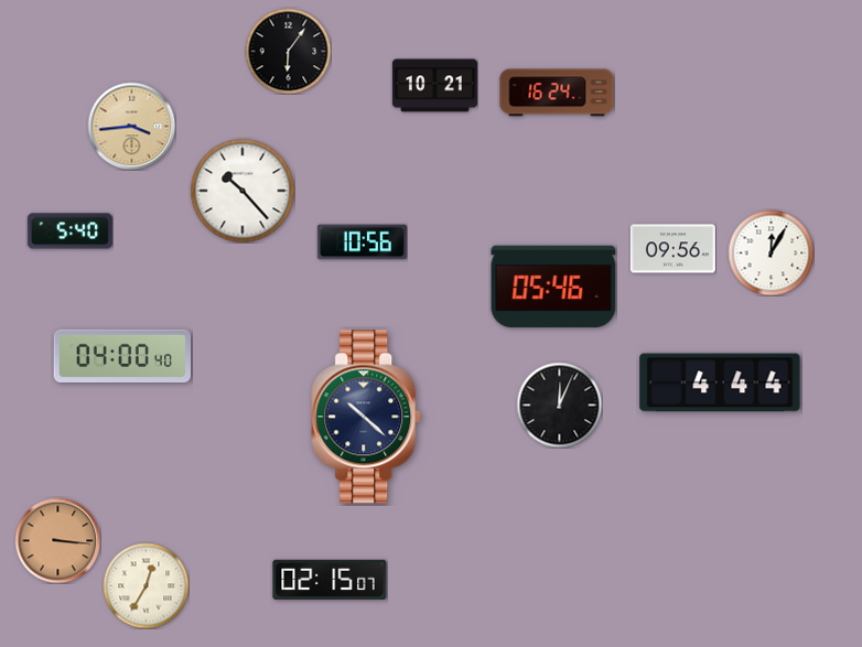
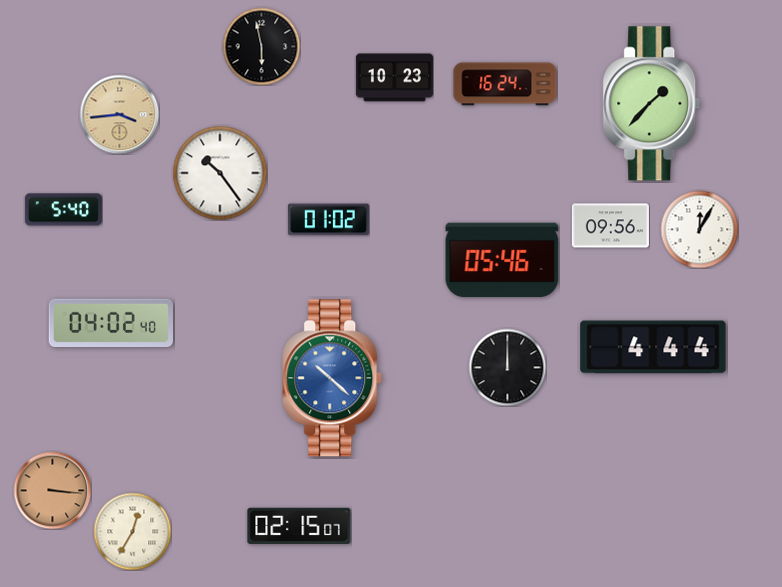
clock at (288, 51): 6:06 -> 5:58
clock at (434, 86): 10:21 -> 10:23
clock at (652, 104): none -> 1:37
clock at (243, 191): 10:23 -> 10:24
clock at (362, 242): 10:56 -> 01:02
clock at (121, 356): 04:00 -> 04:02
clock at (559, 405): 12:04 -> 12:00
clock at (367, 417) dial: navy -> blue
